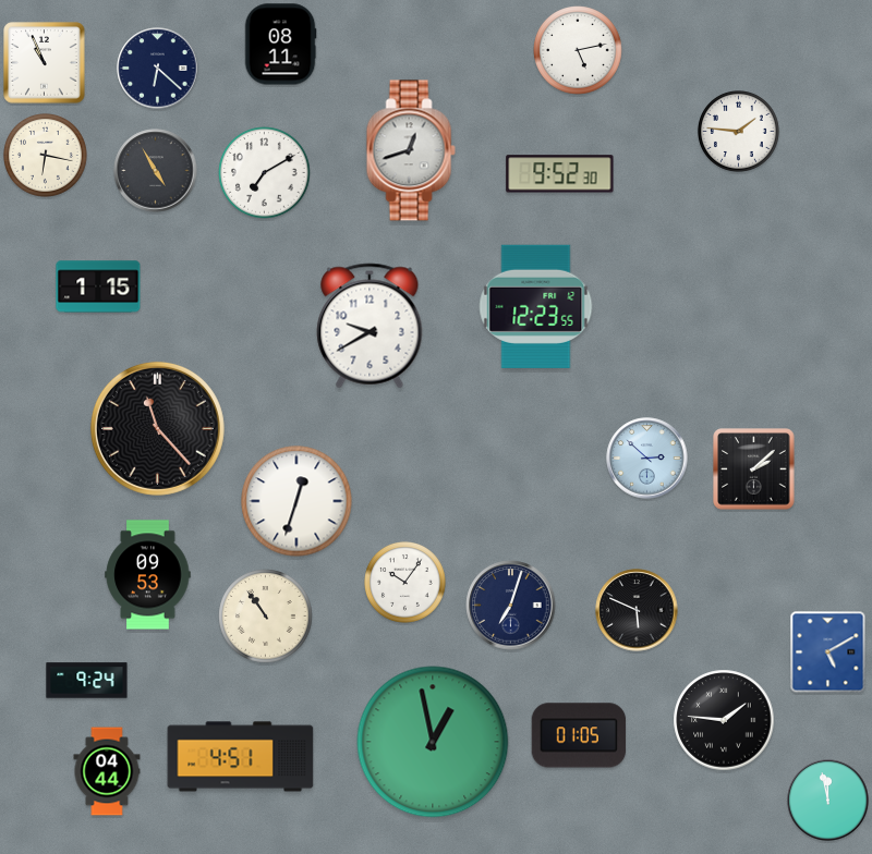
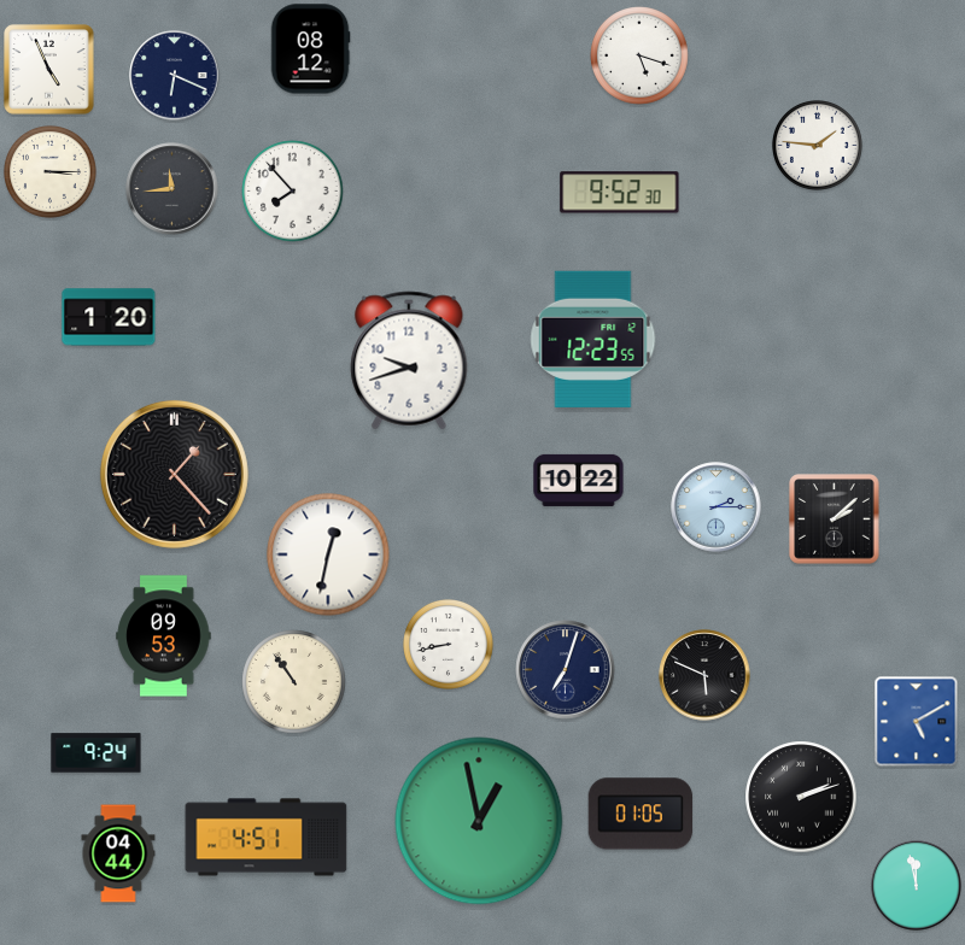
clock at (280, 45): 08:11 -> 08:12
clock at (578, 50): 5:13 -> 5:18
clock at (45, 63): 10:56 -> 4:56
clock at (158, 69): 6:22 -> 6:19
clock at (411, 150): 12:42 -> none
clock at (46, 156): 6:17 -> 3:15
clock at (156, 171): 4:55 -> 11:44
clock at (265, 173): 7:10 -> 7:53
clock at (98, 286): 1:15 -> 1:20
clock at (370, 326): 9:40 -> 9:42
clock at (157, 428): 11:23 -> 1:23
clock at (579, 480): none -> 10:22
clock at (647, 459): 2:52 -> 2:15
clock at (296, 501): 12:33 -> 12:32
clock at (405, 583): 10:06 -> 8:43
clock at (724, 720): 1:46 -> 2:12
